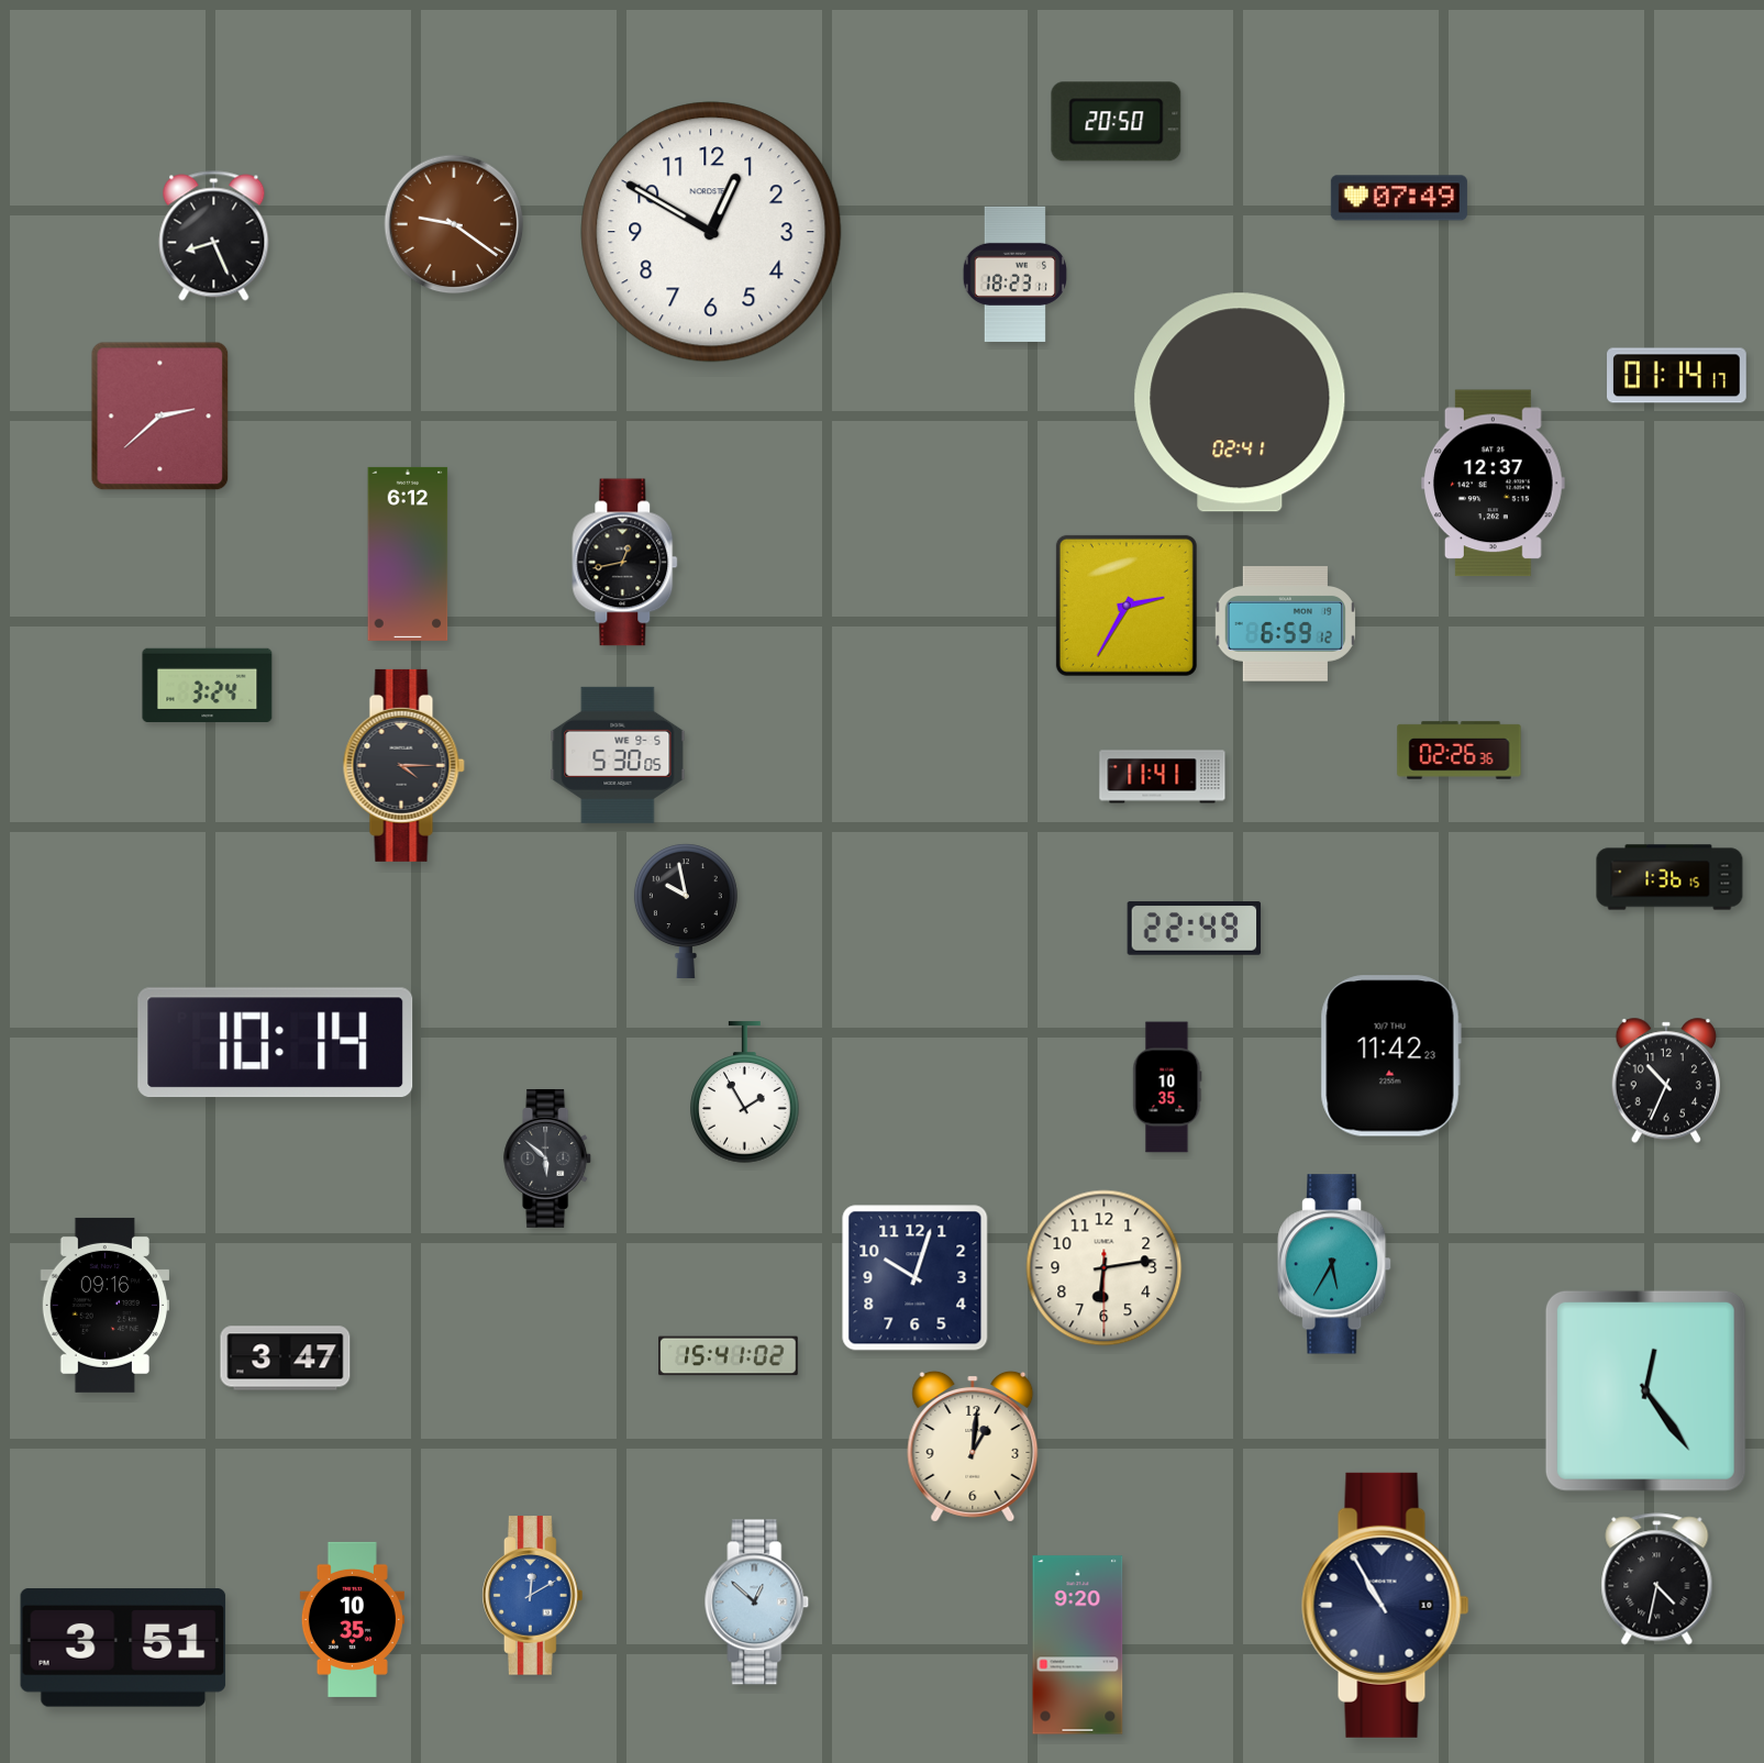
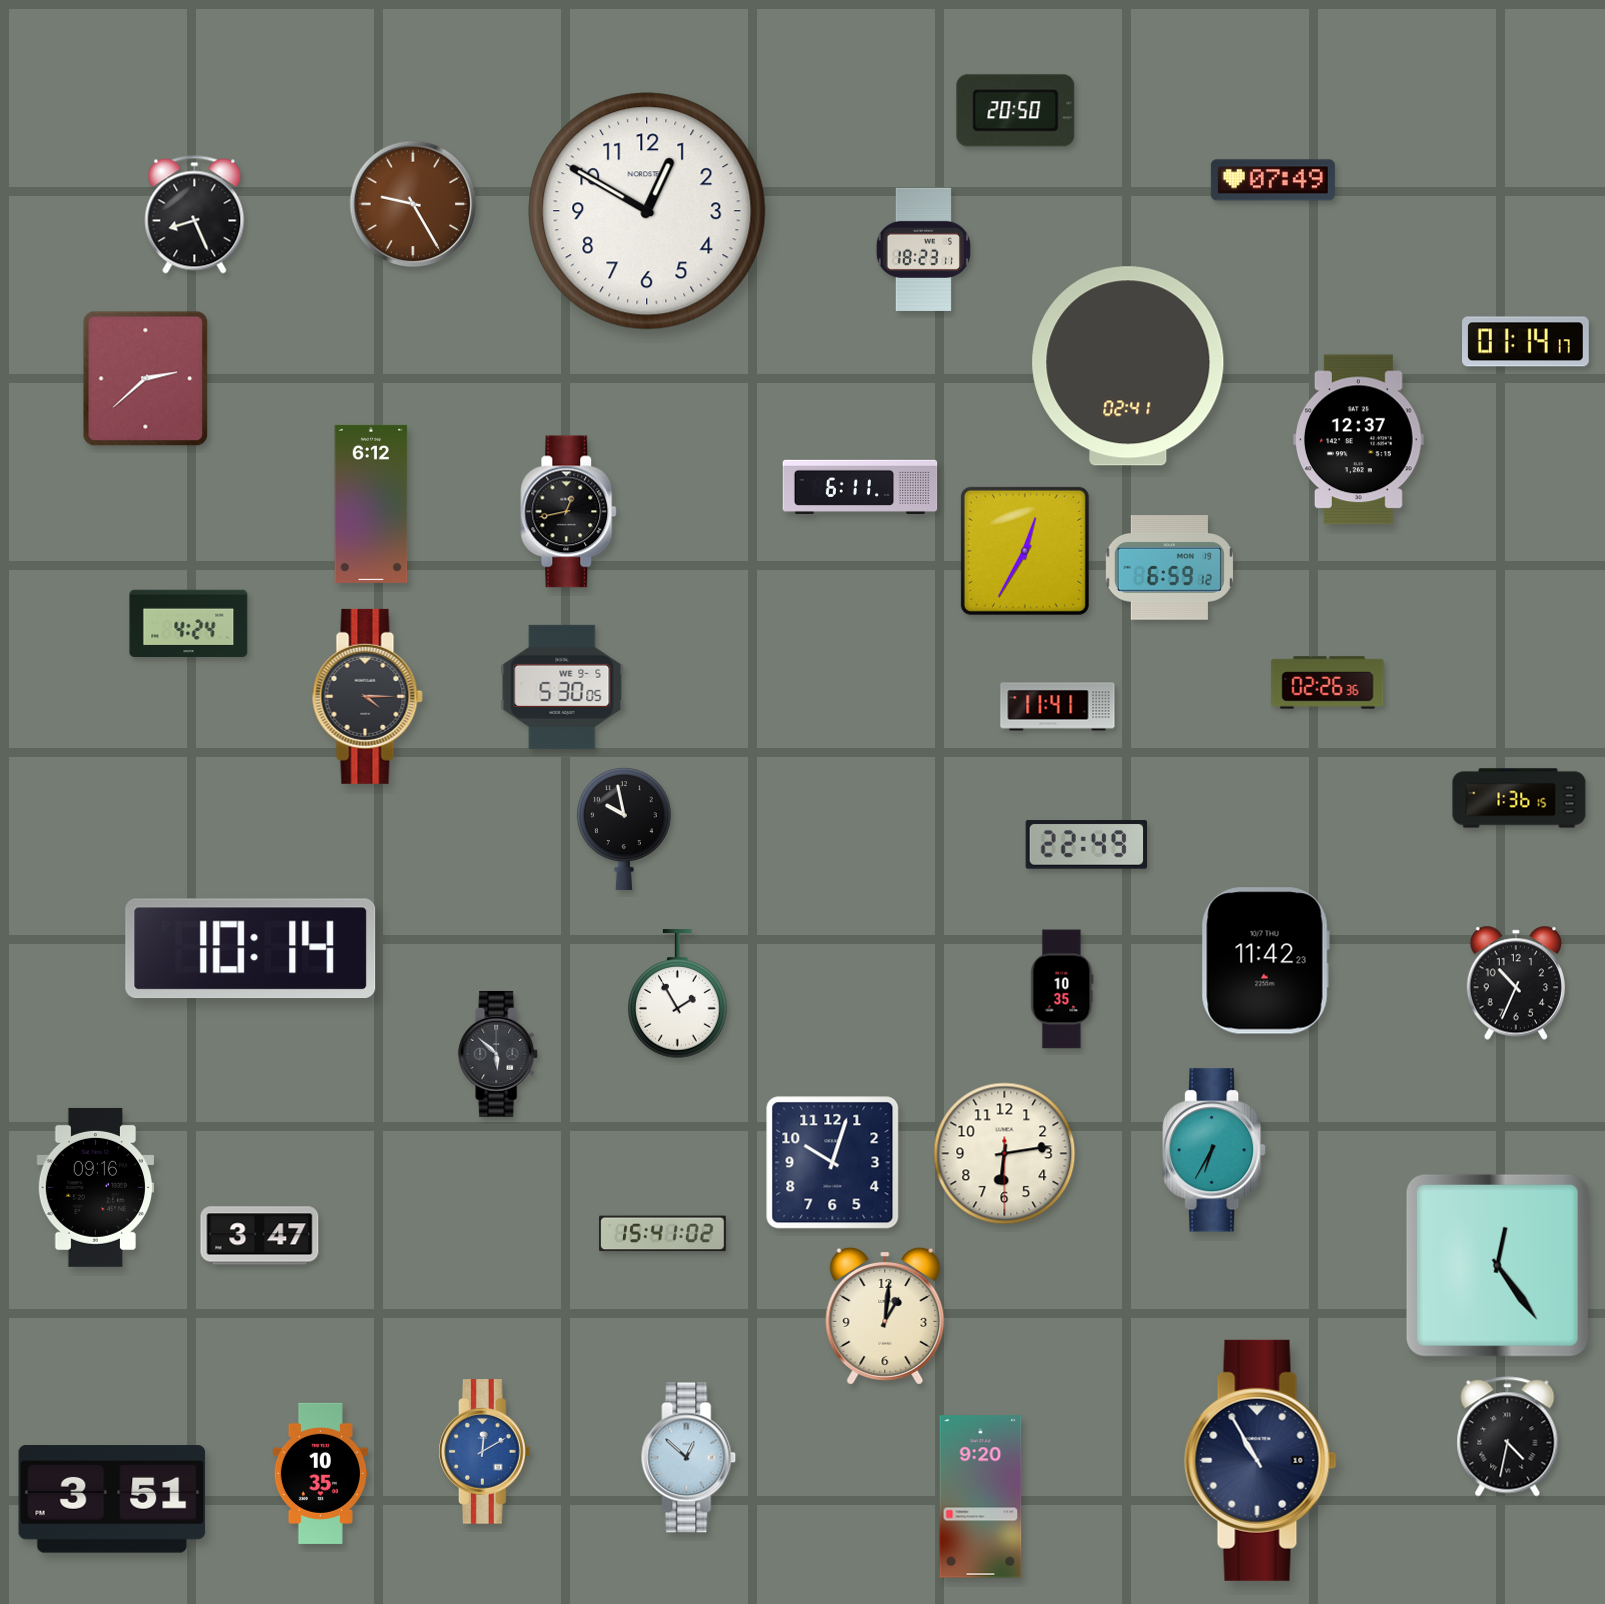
clock at (454, 224): 9:21 -> 9:25
clock at (860, 487): none -> 6:11
clock at (1127, 606): 2:35 -> 12:35
clock at (208, 685): 3:24 -> 4:24
clock at (1335, 1264): 5:35 -> 6:35
